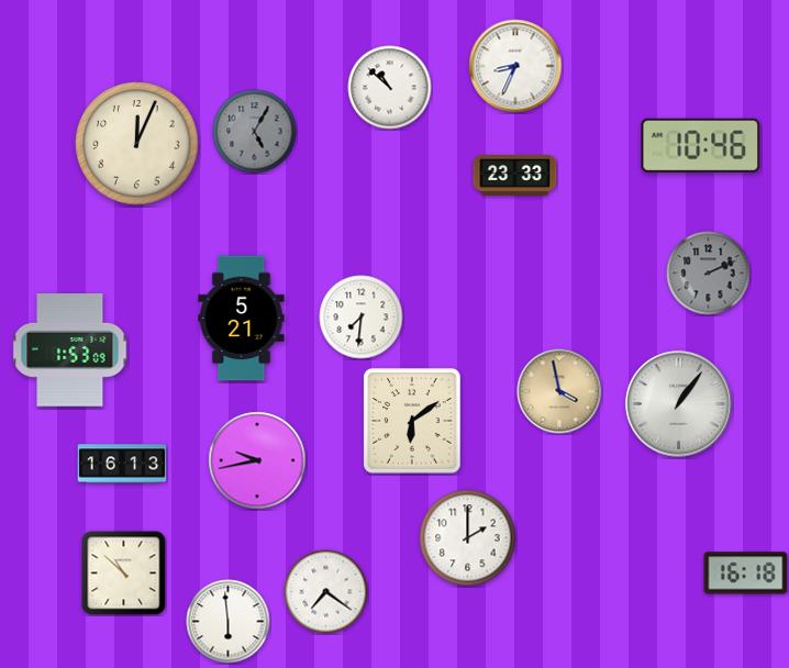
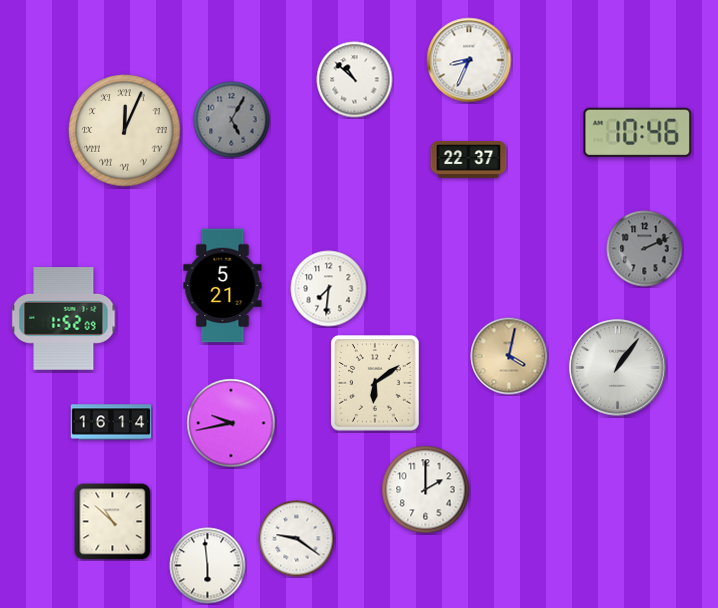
clock at (137, 144) numerals: Arabic -> Roman
clock at (515, 176): 23:33 -> 22:37
clock at (242, 319) position: (242, 319) -> (223, 286)
clock at (70, 350): 1:53 -> 1:52
clock at (559, 391): 3:58 -> 4:02
clock at (257, 460) position: (257, 460) -> (231, 423)
clock at (122, 464): 16:13 -> 16:14
clock at (746, 574): 16:18 -> none
clock at (326, 592): 7:21 -> 9:21
